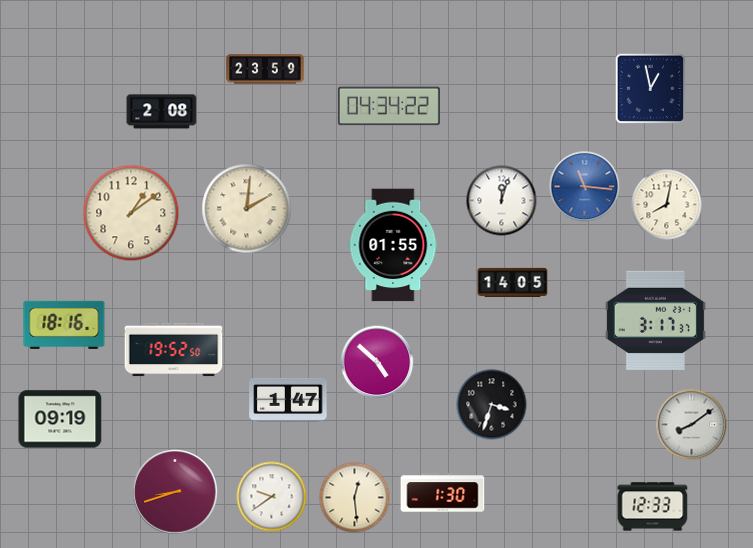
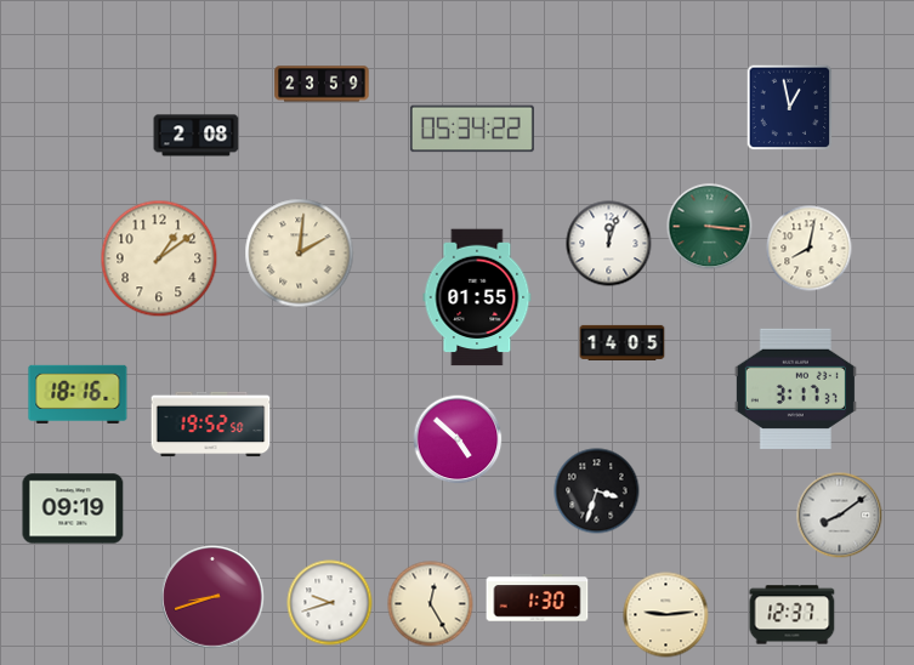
clock at (389, 106): 04:34 -> 05:34
clock at (585, 187): 11:16 -> 3:16
clock at (585, 187) dial: blue -> green
clock at (288, 400): 1:47 -> none
clock at (272, 497): 9:39 -> 9:42
clock at (355, 498): 12:29 -> 12:25
clock at (666, 615): none -> 9:14
clock at (653, 507): 12:33 -> 12:37
